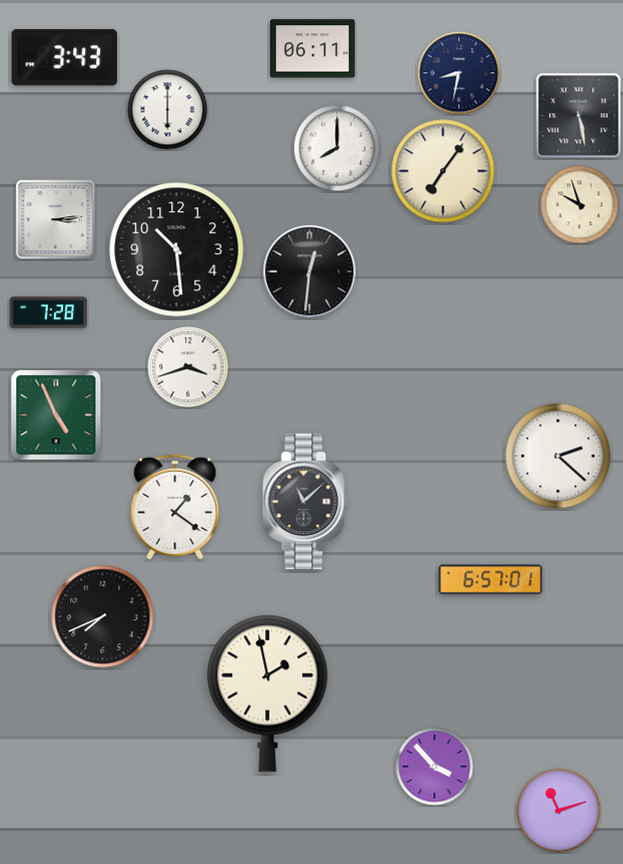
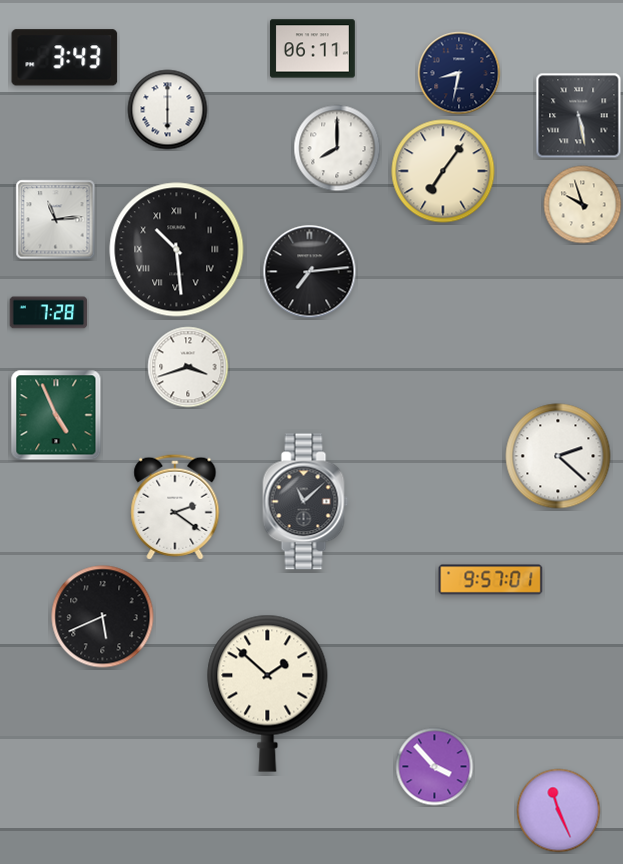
clock at (580, 205) position: (580, 205) -> (583, 205)
clock at (56, 220): 3:14 -> 11:14
clock at (177, 250) numerals: Arabic -> Roman
clock at (310, 272): 12:31 -> 7:14
clock at (175, 507): 1:21 -> 2:21
clock at (491, 580): 6:57 -> 9:57
clock at (103, 617): 7:41 -> 5:41
clock at (268, 693): 1:58 -> 1:52
clock at (559, 811): 11:12 -> 11:26
